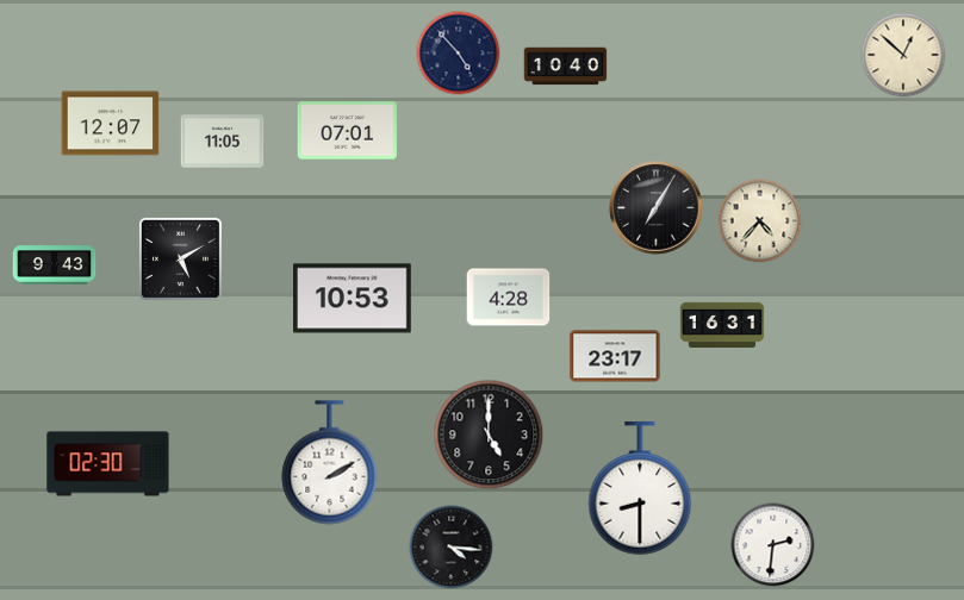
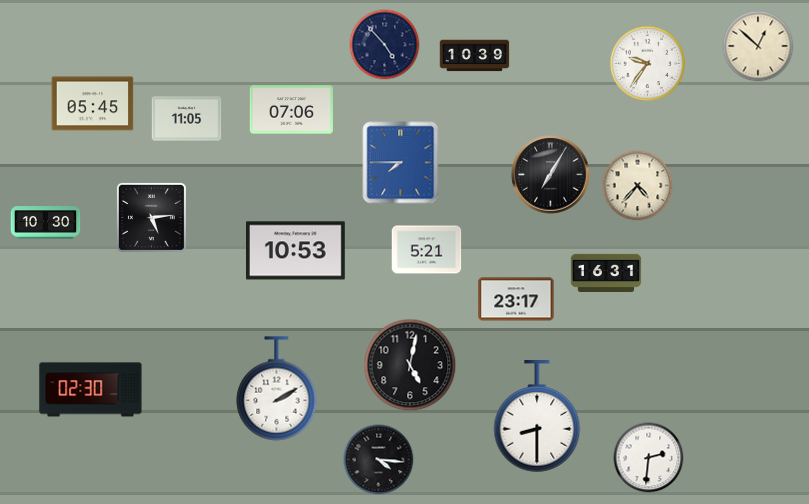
clock at (566, 67): 10:40 -> 10:39
clock at (647, 63): none -> 9:36
clock at (111, 124): 12:07 -> 05:45
clock at (347, 131): 07:01 -> 07:06
clock at (401, 163): none -> 7:45
clock at (180, 258): 5:10 -> 5:14
clock at (55, 265): 9:43 -> 10:30
clock at (509, 298): 4:28 -> 5:21
clock at (489, 435): 5:00 -> 5:02
clock at (640, 489) position: (640, 489) -> (537, 417)
